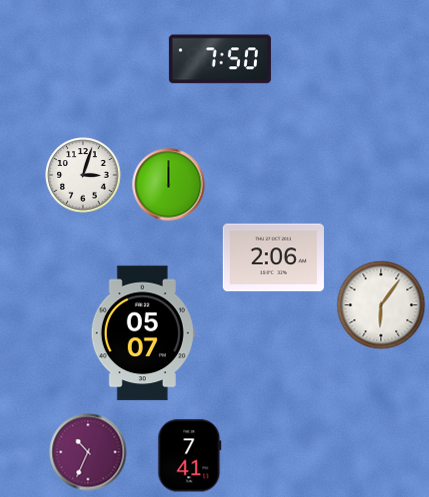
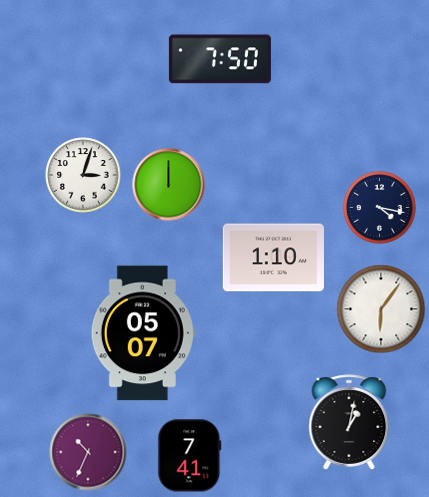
clock at (380, 208): none -> 4:17
clock at (273, 258): 2:06 -> 1:10
clock at (381, 305) position: (381, 305) -> (381, 309)
clock at (349, 422): none -> 1:02
